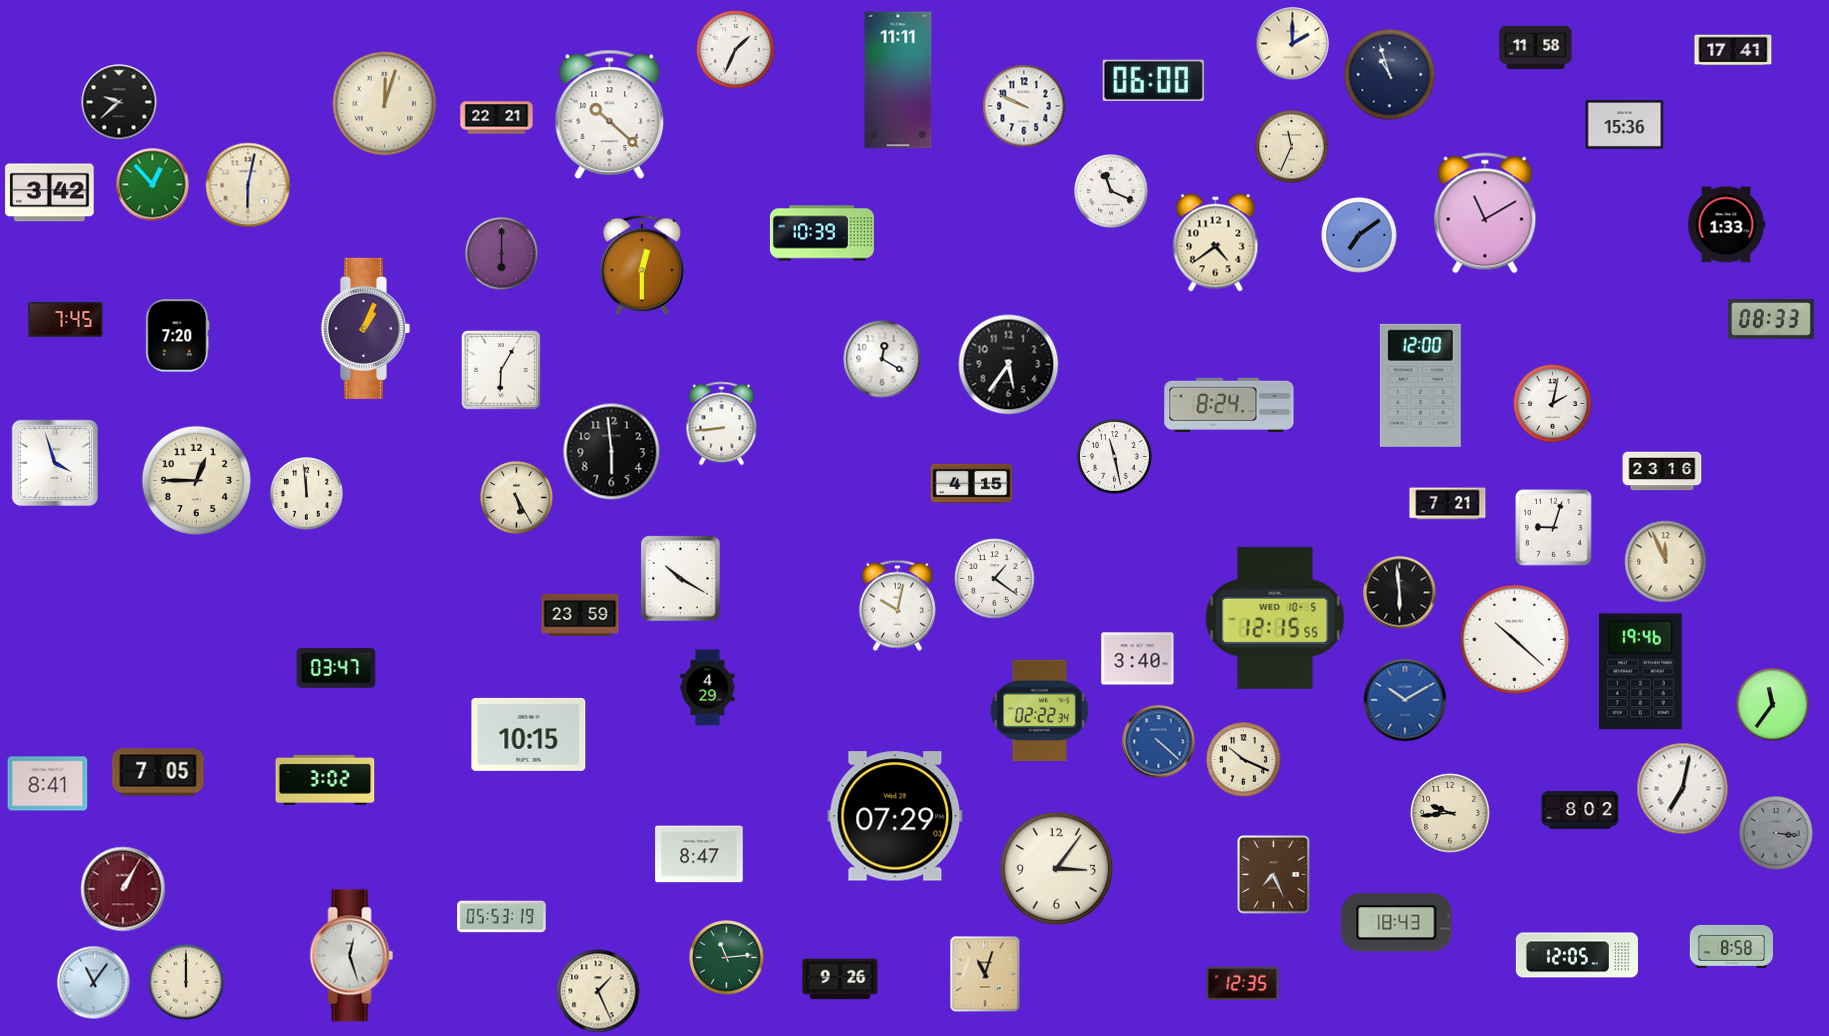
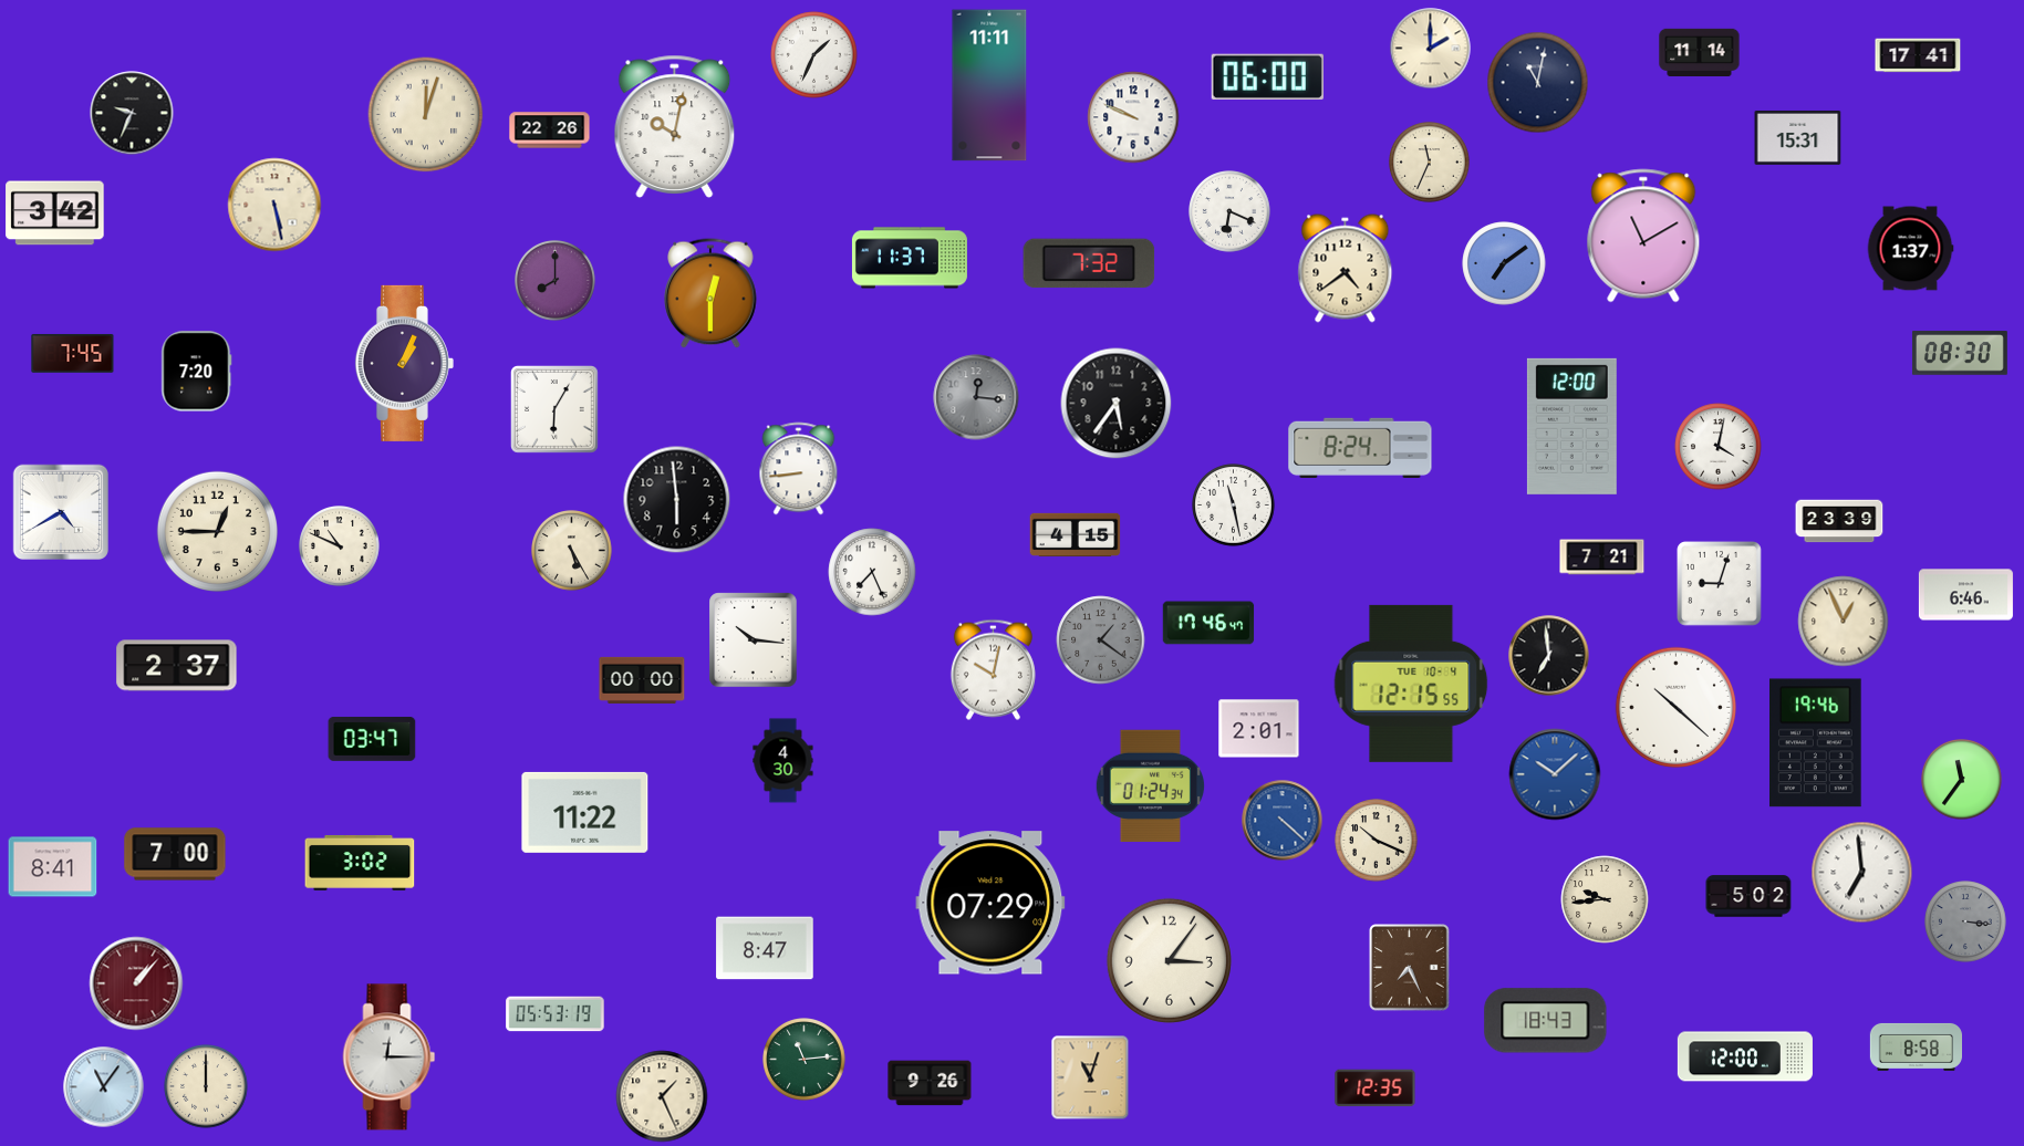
clock at (1536, 47): 11:58 -> 11:14
clock at (1390, 75): 10:57 -> 11:02
clock at (898, 80) position: (898, 80) -> (989, 85)
clock at (1153, 80) position: (1153, 80) -> (1267, 76)
clock at (119, 102): 9:38 -> 9:34
clock at (610, 114): 10:22 -> 10:02
clock at (497, 118): 22:21 -> 22:26
clock at (1625, 124): 15:36 -> 15:31
clock at (153, 185): 12:53 -> none
clock at (248, 185): 6:02 -> 5:28
clock at (1111, 191): 11:19 -> 6:19
clock at (1726, 225): 1:33 -> 1:37
clock at (822, 233): 10:39 -> 11:37
clock at (1359, 235) position: (1359, 235) -> (1504, 263)
clock at (1089, 263): none -> 7:32
clock at (502, 254): 6:00 -> 8:00
clock at (1771, 319): 08:33 -> 08:30
clock at (882, 359): 12:20 -> 12:16
clock at (882, 359) dial: white -> grey
clock at (1553, 404): 2:02 -> 4:02
clock at (54, 462): 3:57 -> 4:40
clock at (1662, 471): 23:16 -> 23:39
clock at (307, 494): 11:59 -> 10:49
clock at (872, 572): none -> 7:26
clock at (1965, 595): none -> 6:46
clock at (1666, 562): 11:56 -> 12:56
clock at (1208, 623): none -> 17:46
clock at (681, 579): 10:20 -> 10:16
clock at (995, 579) dial: white -> grey
clock at (1400, 593): 5:59 -> 6:59
clock at (177, 666): none -> 2:37
clock at (580, 615): 23:59 -> 00:00
clock at (1275, 618) date: WED 10-5 -> TUE 10-4
clock at (1138, 659): 3:40 -> 2:01
clock at (708, 688): 4:29 -> 4:30
clock at (1405, 700): 10:10 -> 10:08
clock at (1039, 710): 02:22 -> 01:24
clock at (529, 734): 10:15 -> 11:22
clock at (158, 772): 7:05 -> 7:00
clock at (1683, 789): 7:02 -> 6:59
clock at (1580, 810): 8:02 -> 5:02
clock at (699, 854) position: (699, 854) -> (765, 948)
clock at (123, 889): 1:05 -> 1:07
clock at (1577, 955): 12:05 -> 12:00
clock at (352, 956): 12:27 -> 12:15
